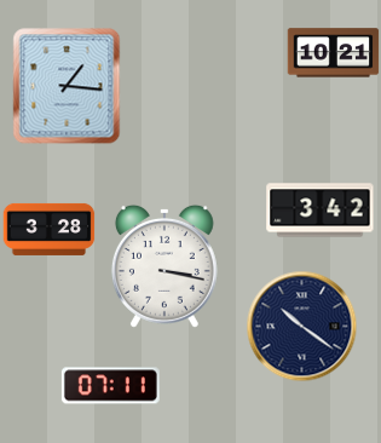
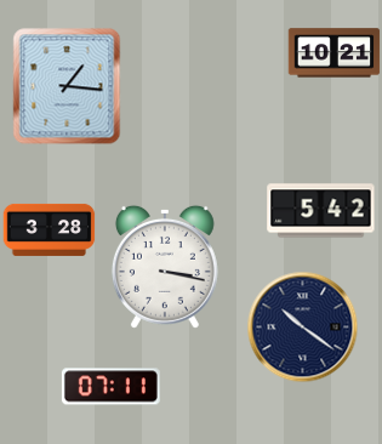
clock at (321, 211): 3:42 -> 5:42
